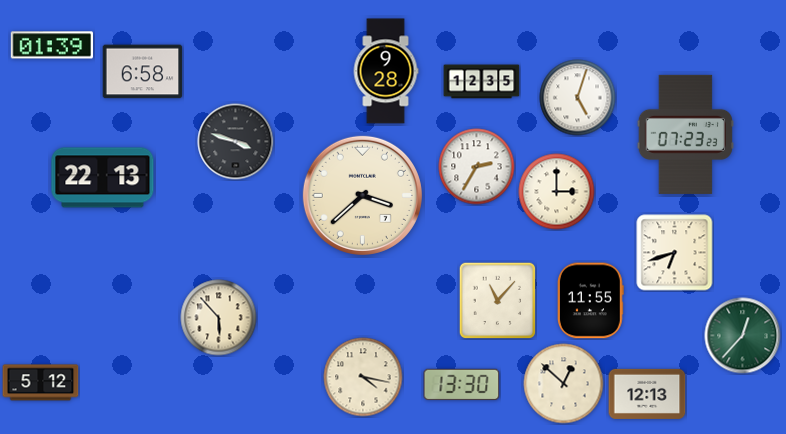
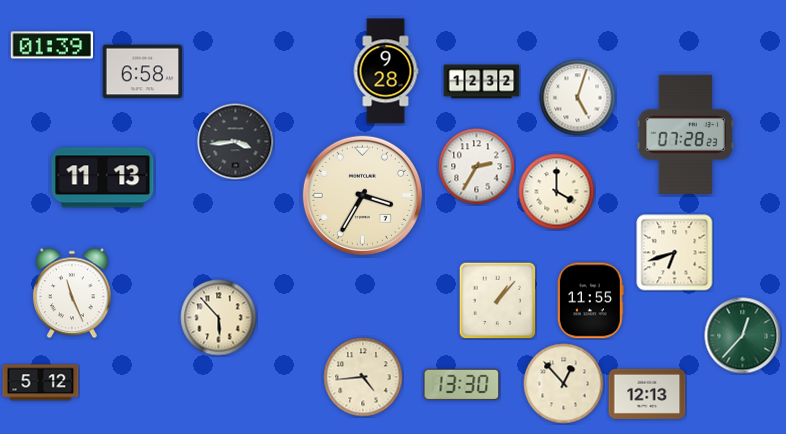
clock at (482, 82): 12:35 -> 12:32
clock at (685, 134): 07:23 -> 07:28
clock at (236, 142): 3:48 -> 3:44
clock at (103, 178): 22:13 -> 11:13
clock at (557, 192): 3:00 -> 4:00
clock at (362, 195): 3:38 -> 3:35
clock at (72, 293): none -> 11:26
clock at (497, 300): 11:07 -> 1:07
clock at (363, 377): 4:17 -> 4:44
clock at (564, 384): 12:52 -> 12:53
